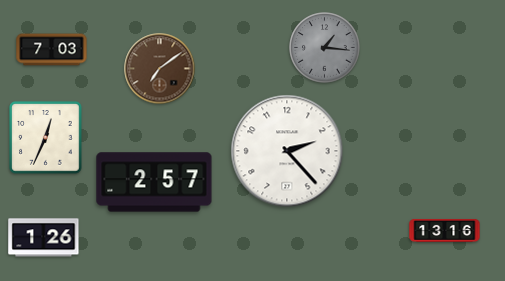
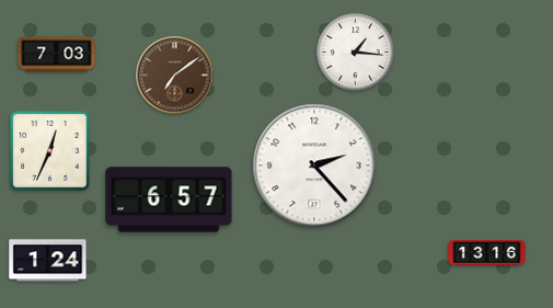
clock at (325, 48) dial: grey -> white
clock at (154, 182): 2:57 -> 6:57
clock at (44, 238): 1:26 -> 1:24
